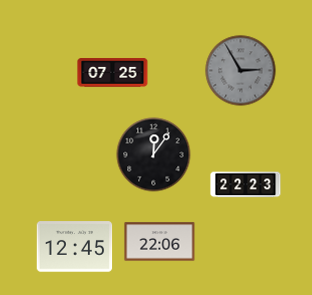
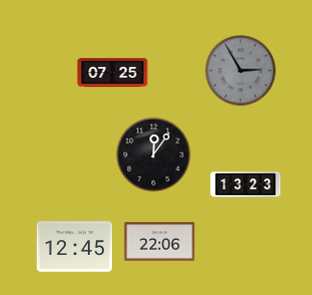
clock at (246, 185): 22:23 -> 13:23
